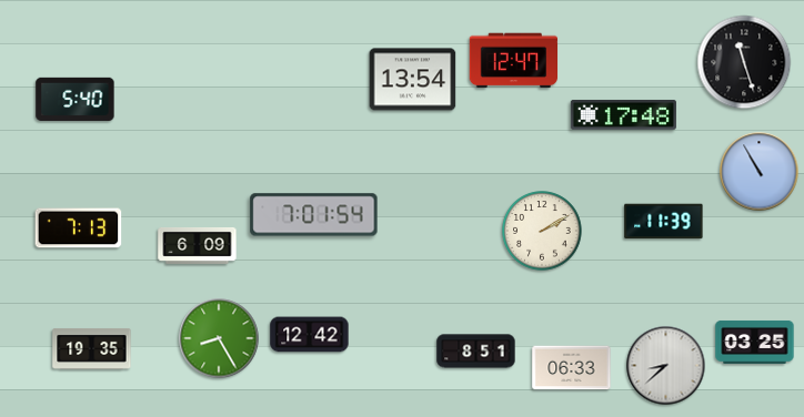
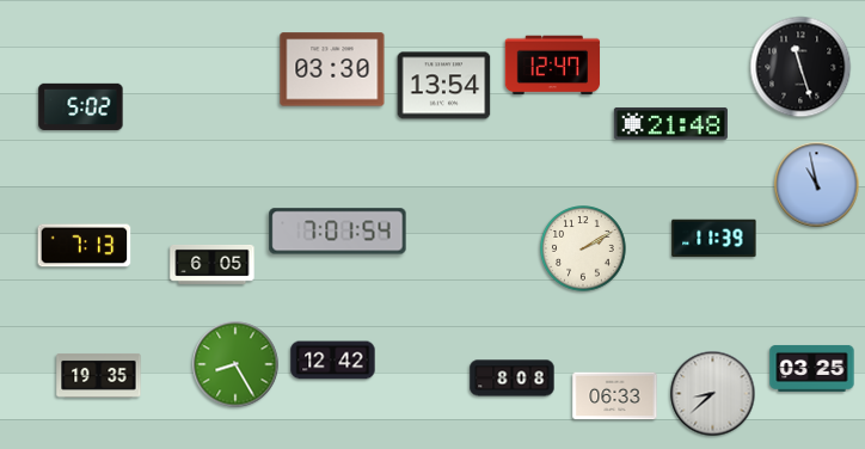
clock at (332, 69): none -> 03:30
clock at (76, 99): 5:40 -> 5:02
clock at (623, 114): 17:48 -> 21:48
clock at (760, 172): 10:55 -> 10:58
clock at (198, 245): 6:09 -> 6:05
clock at (476, 352): 8:51 -> 8:08
clock at (666, 366) position: (666, 366) -> (713, 394)
